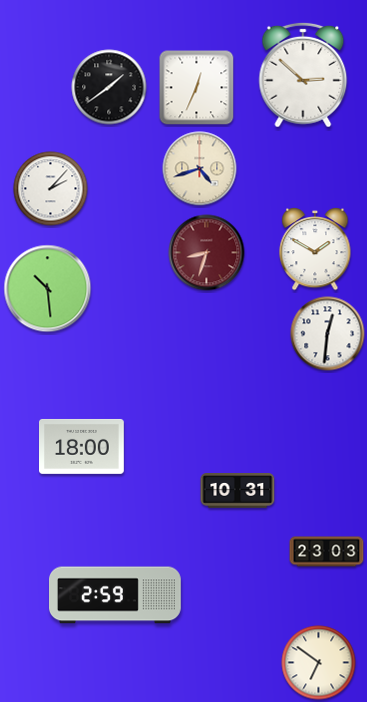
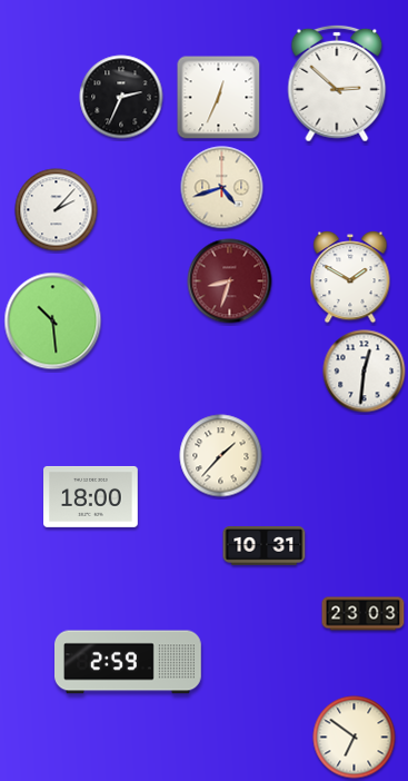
clock at (109, 87): 1:39 -> 2:34
clock at (221, 456): none -> 1:37
